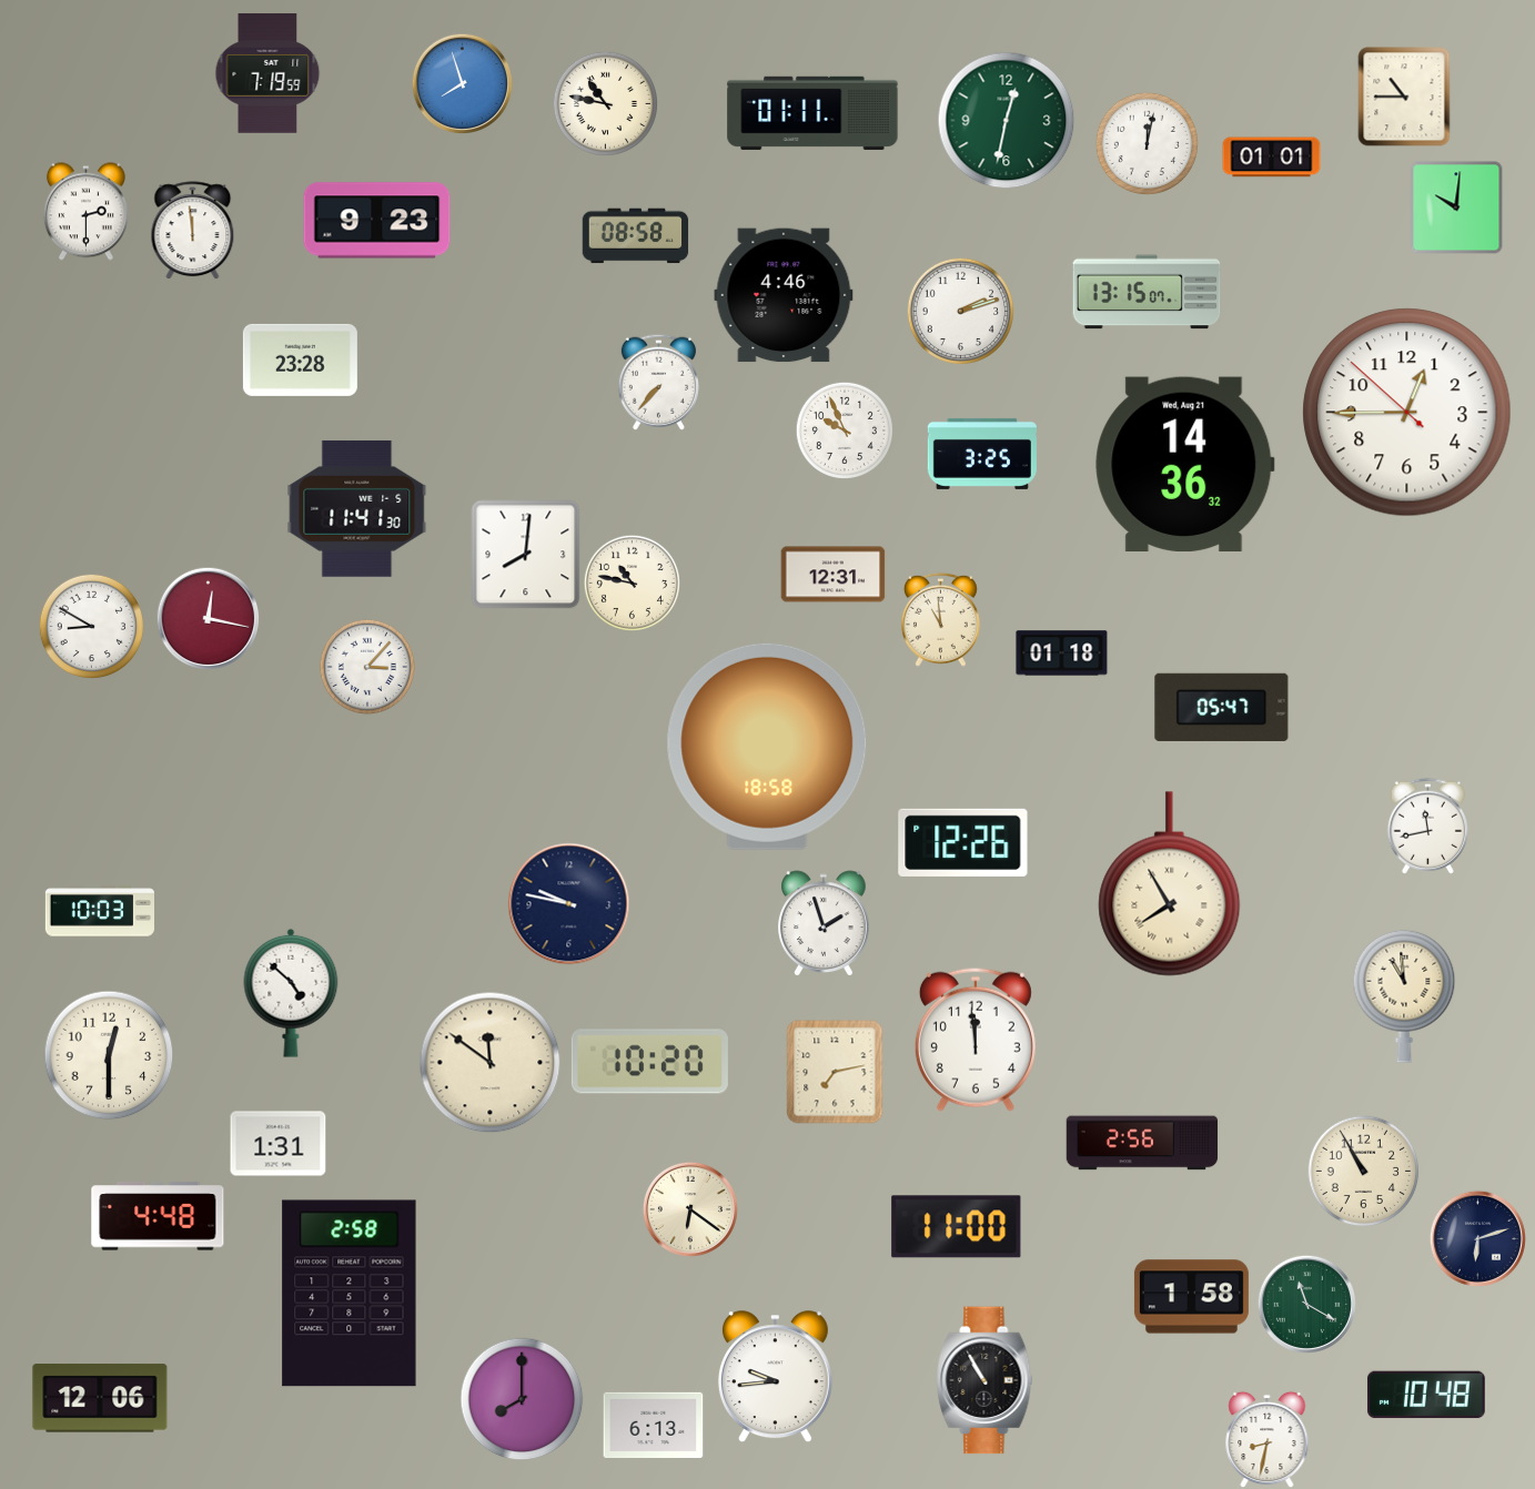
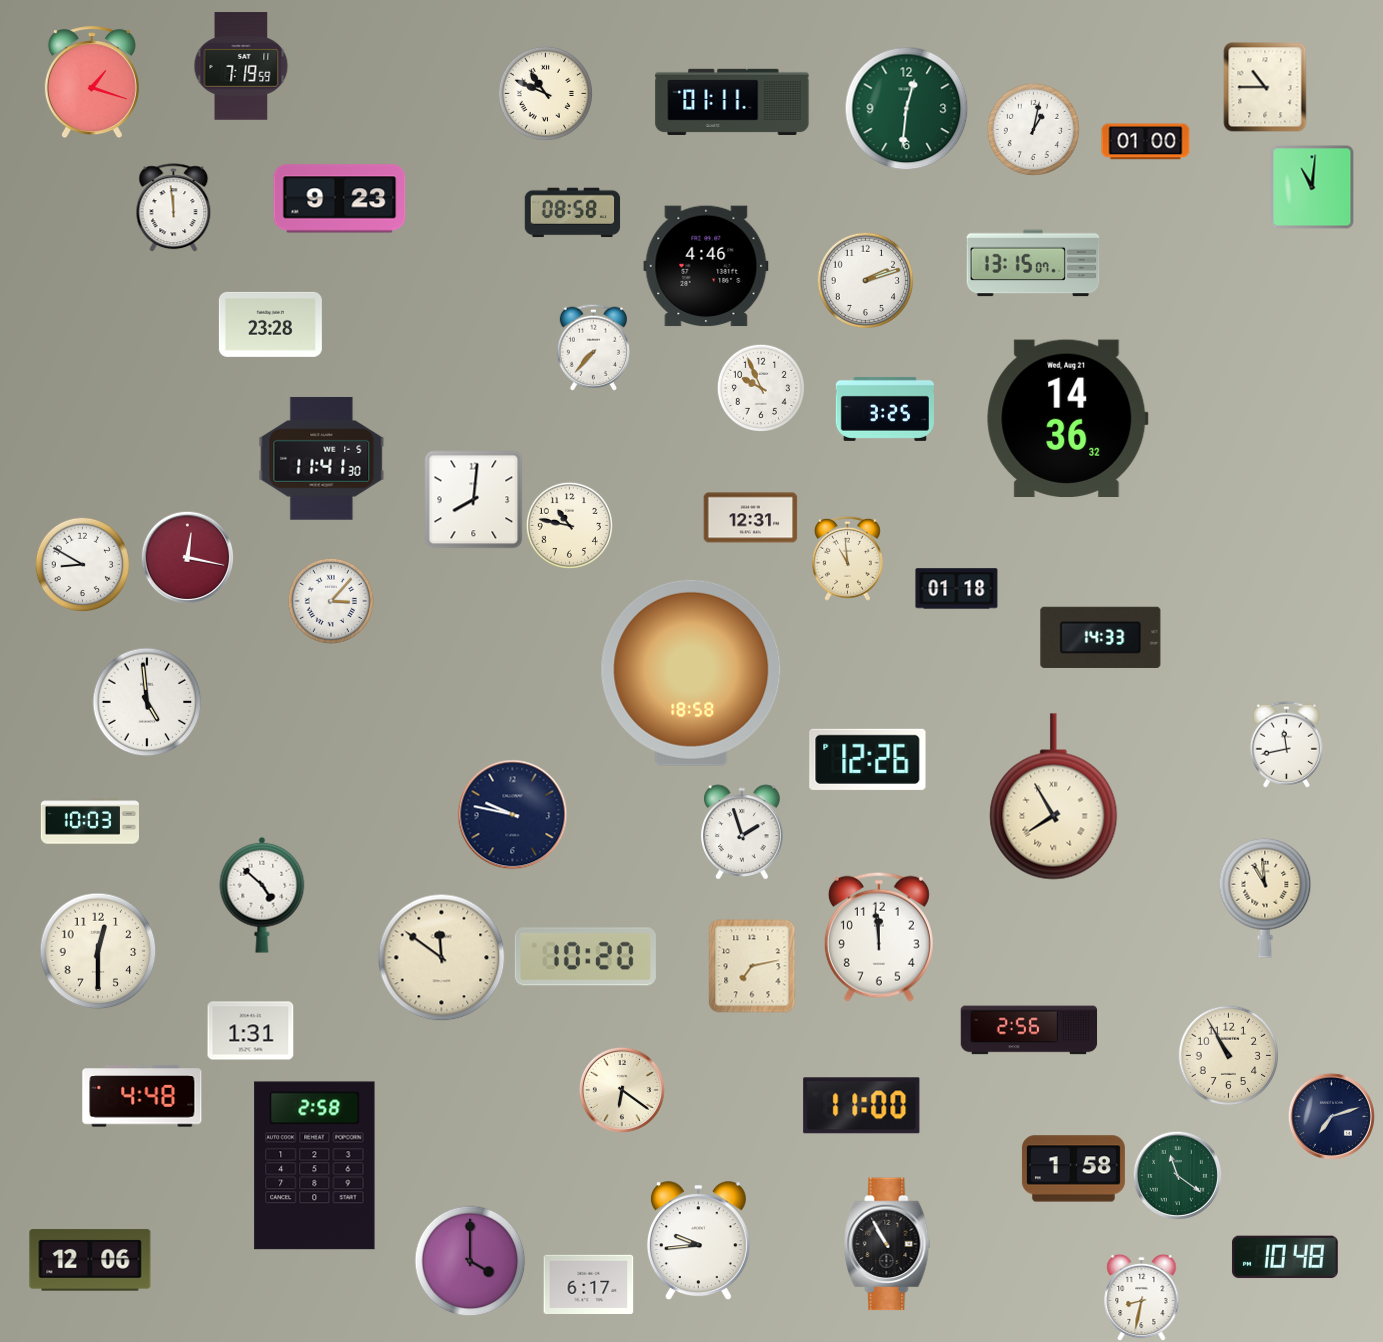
clock at (462, 83): 7:57 -> none
clock at (92, 83): none -> 1:18
clock at (605, 103): 10:47 -> 10:49
clock at (1007, 121): 12:32 -> 12:31
clock at (1147, 143): 12:02 -> 1:02
clock at (1272, 158): 01:01 -> 01:00
clock at (1456, 207): 10:01 -> 11:01
clock at (85, 212): 2:30 -> none
clock at (658, 382) position: (658, 382) -> (593, 347)
clock at (1407, 413): 12:44 -> none
clock at (1222, 707): 05:47 -> 14:33
clock at (147, 702): none -> 4:59
clock at (1477, 1238): 6:12 -> 7:12
clock at (1306, 1304): 11:20 -> 11:21
clock at (522, 1399): 8:00 -> 4:00
clock at (654, 1425): 6:13 -> 6:17
